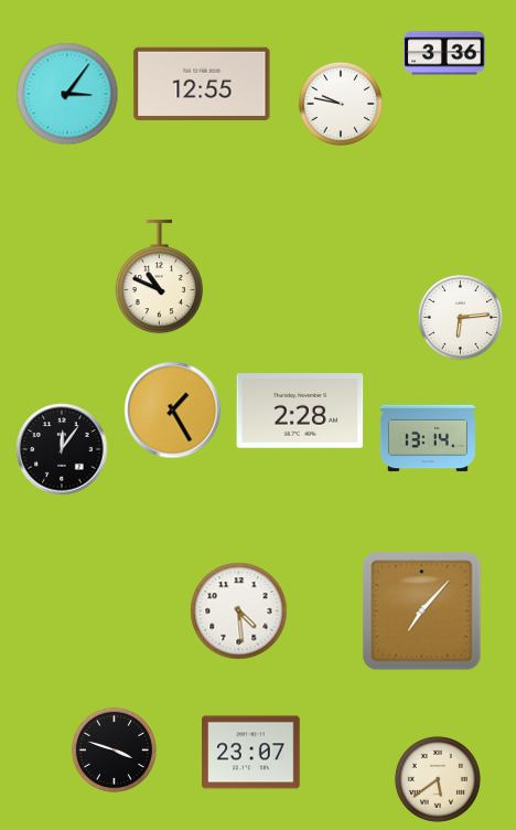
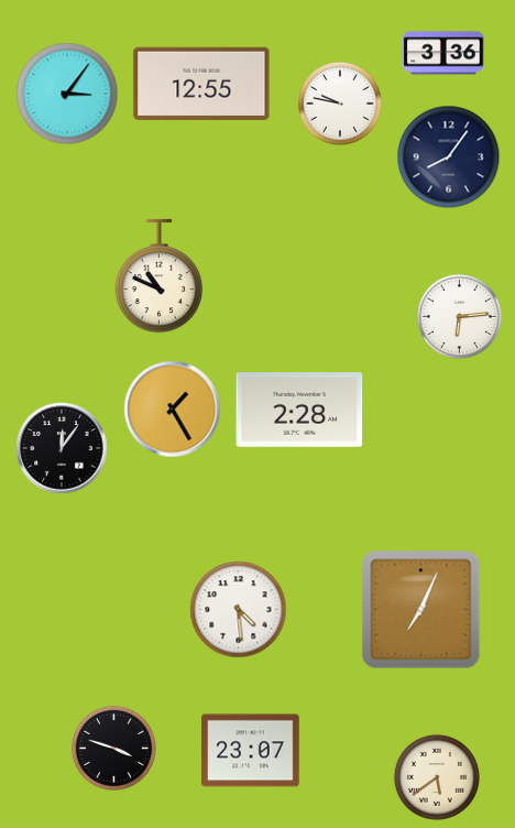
clock at (449, 157): none -> 8:06
clock at (428, 438): 13:14 -> none
clock at (422, 611): 7:07 -> 7:04
